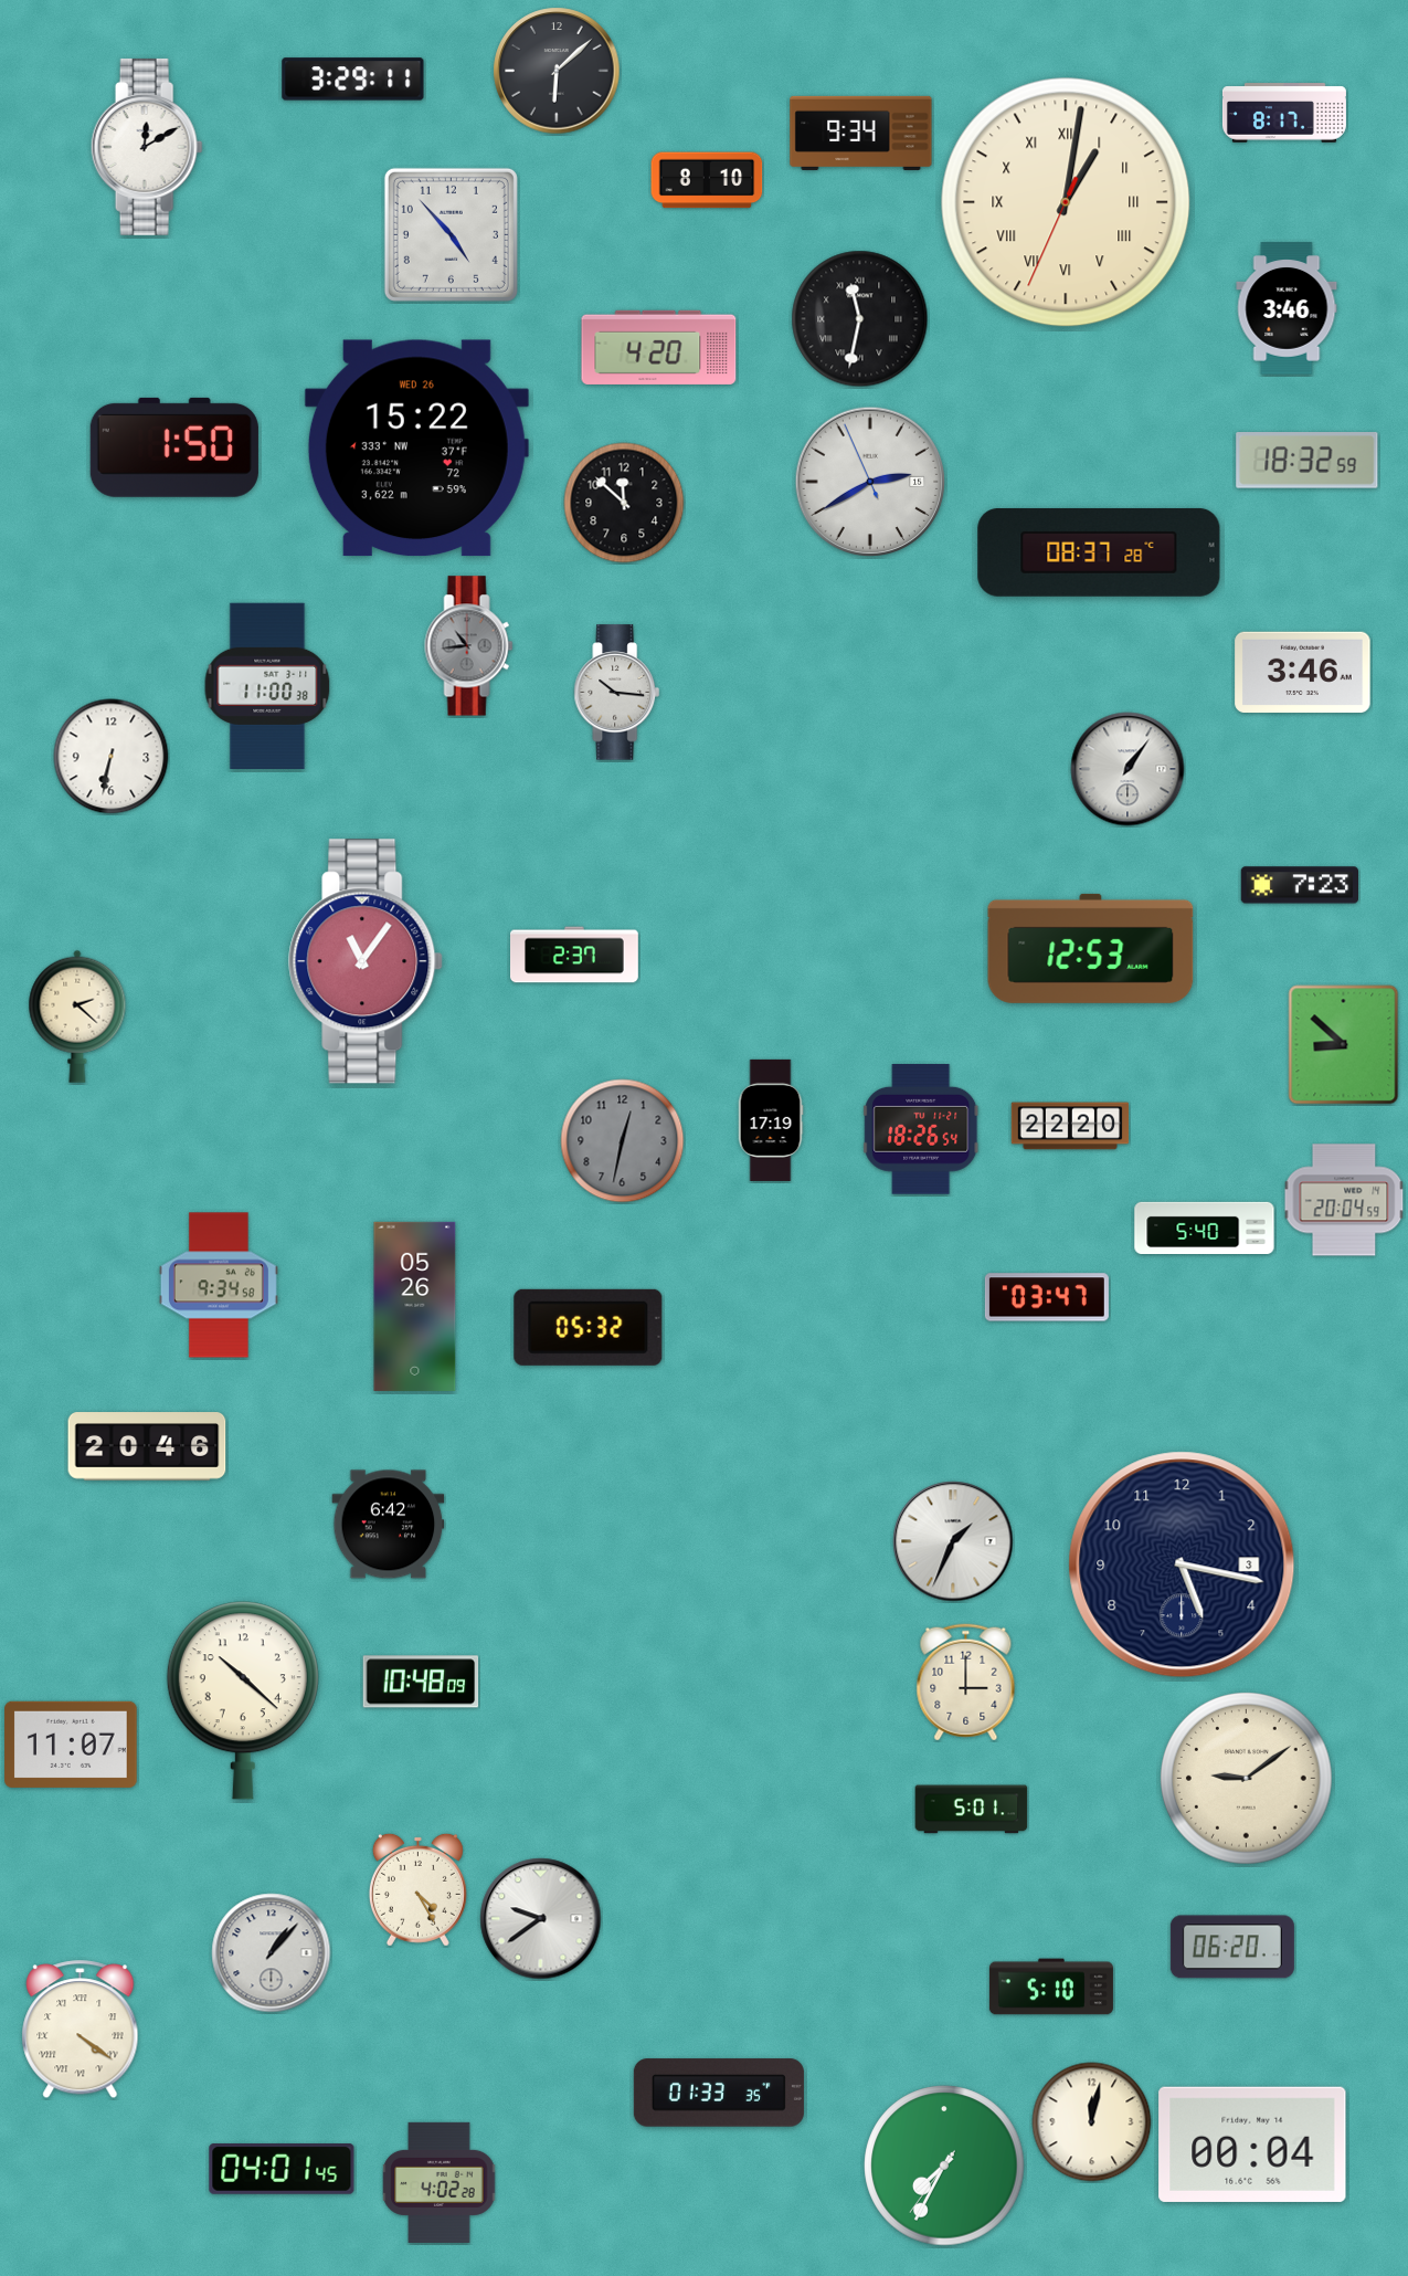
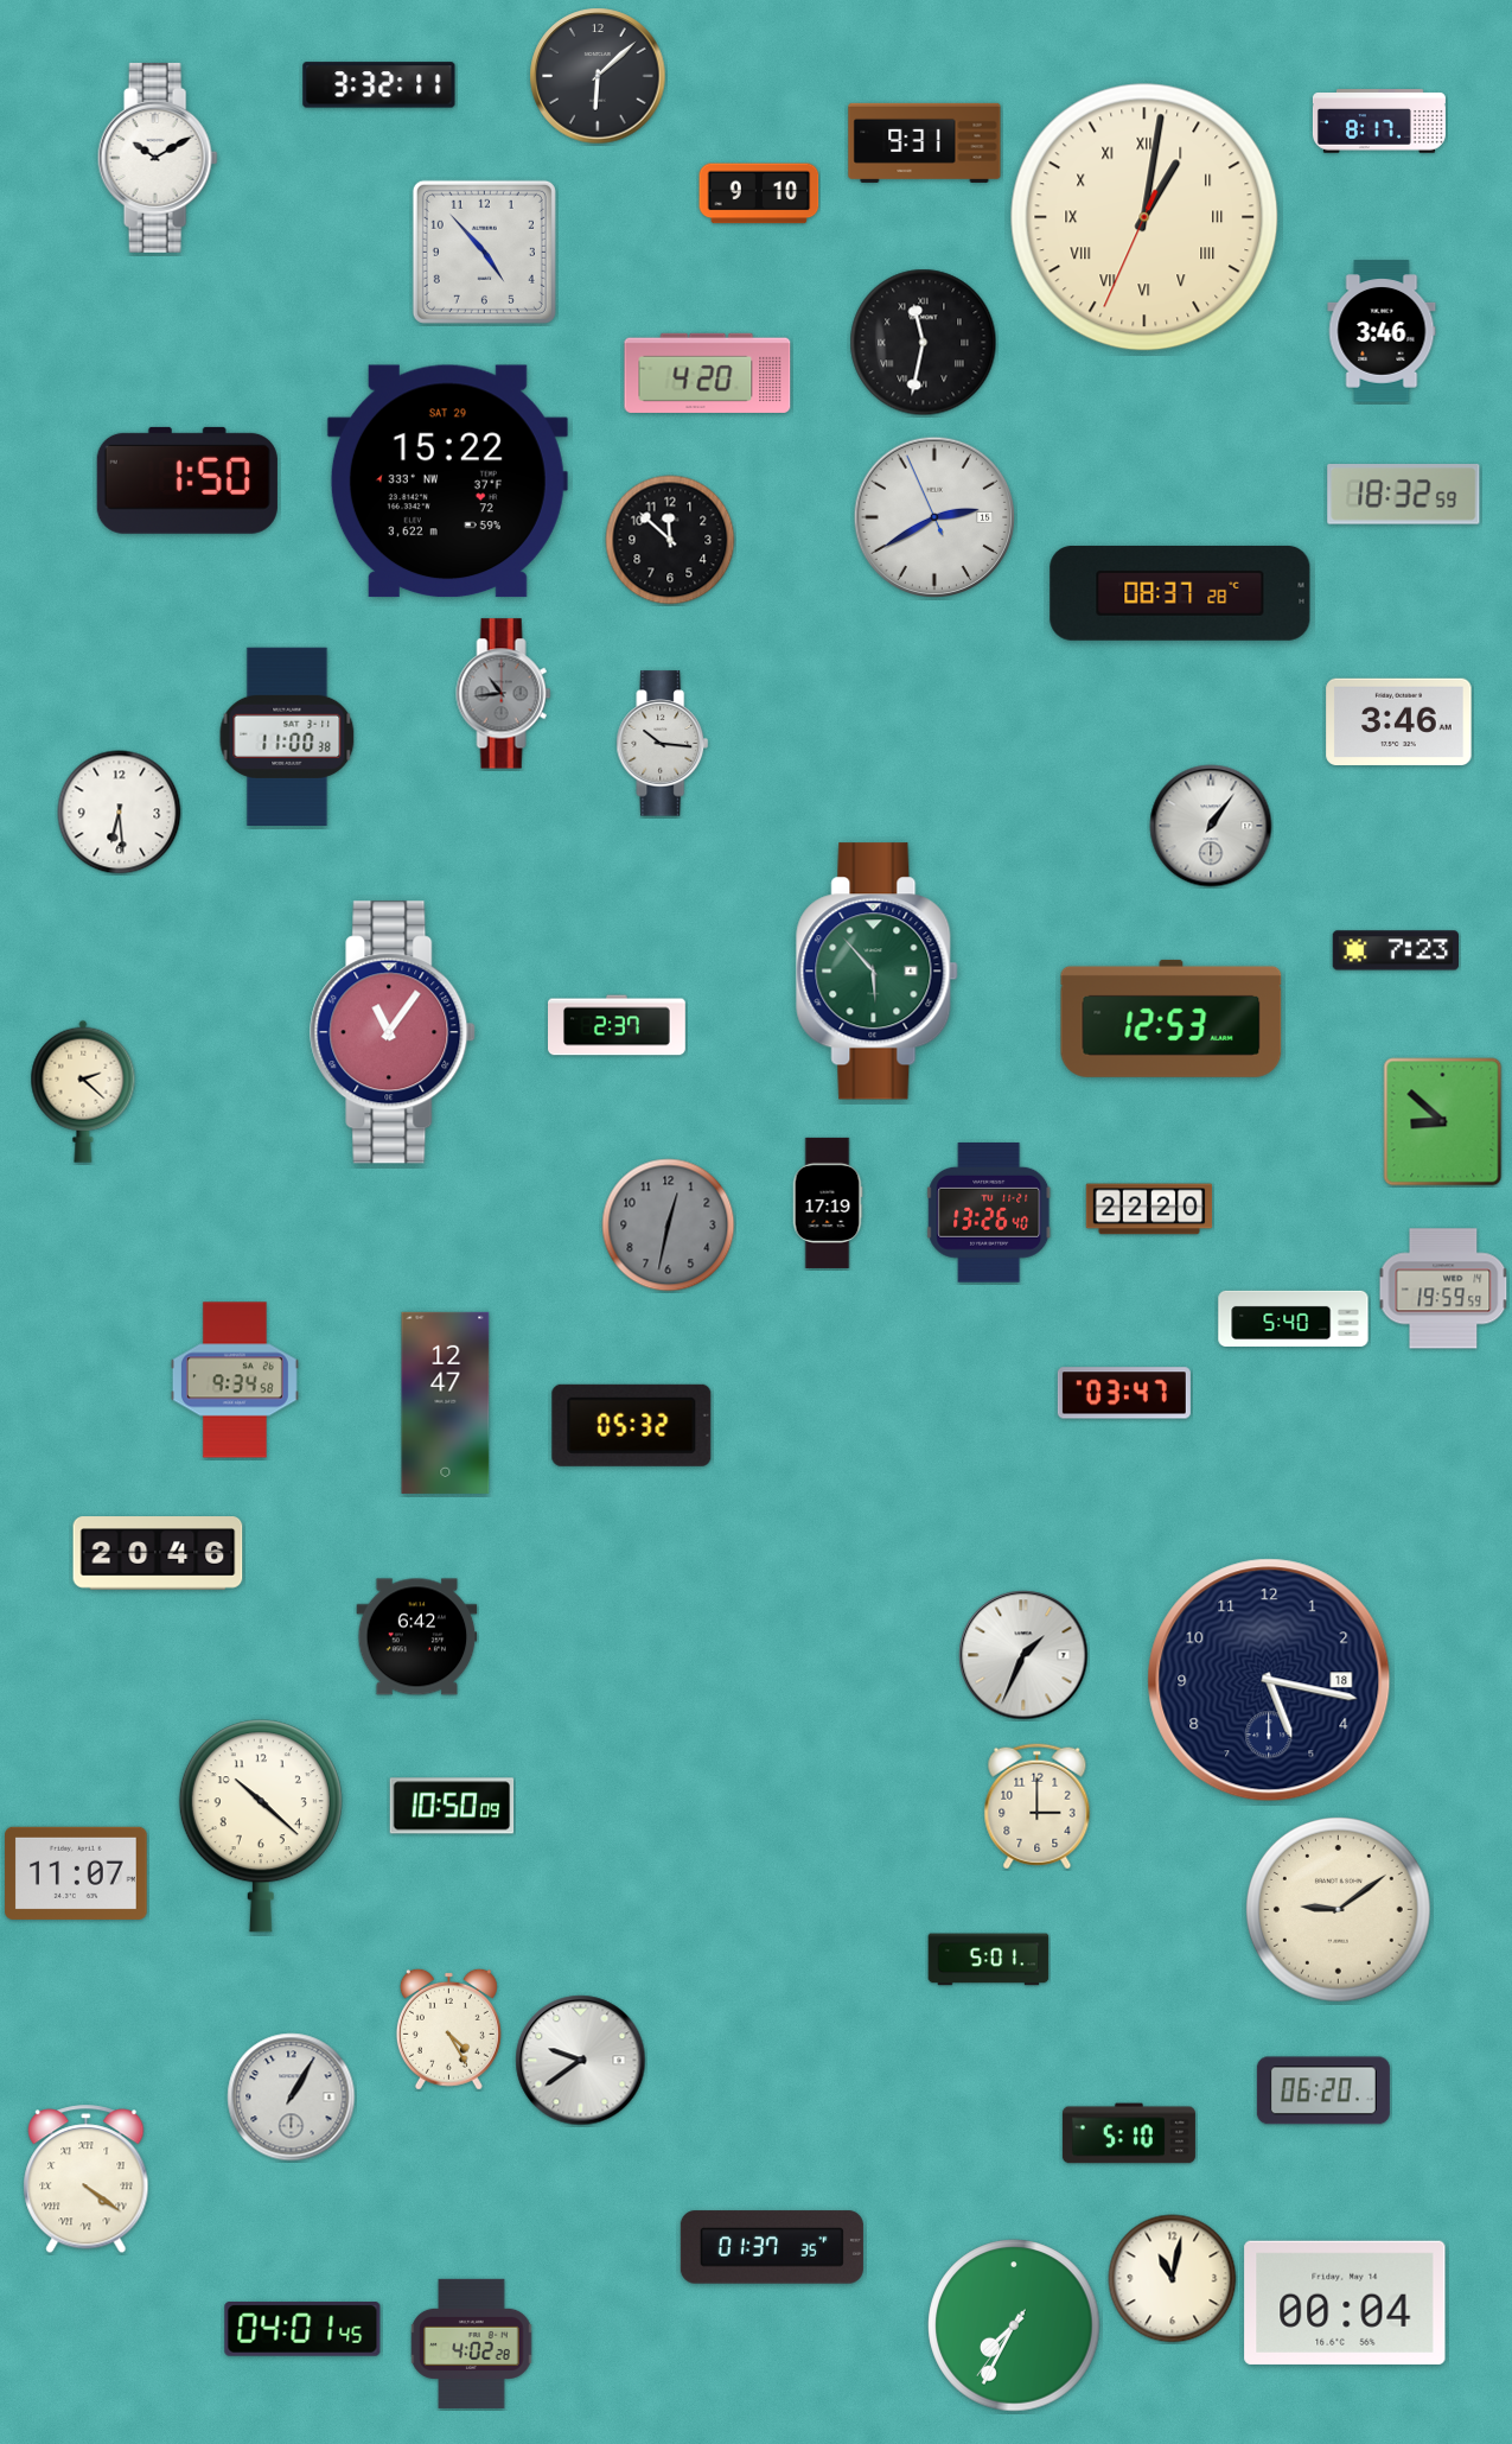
clock at (353, 80): 3:29 -> 3:32
clock at (861, 133): 9:34 -> 9:31
clock at (147, 147): 12:10 -> 10:10
clock at (707, 180): 8:10 -> 9:10
clock at (416, 449) date: WED 26 -> SAT 29
clock at (112, 757): 6:32 -> 6:29
clock at (878, 972): none -> 5:53
clock at (922, 1129): 18:26 -> 13:26
clock at (1344, 1200): 20:04 -> 19:59
clock at (415, 1306): 05:26 -> 12:47
clock at (1182, 1564) date: 3 -> 18
clock at (421, 1682): 10:48 -> 10:50
clock at (972, 1810) position: (972, 1810) -> (989, 1960)
clock at (272, 1953): 1:07 -> 1:05
clock at (719, 2093): 01:33 -> 01:37
clock at (1092, 2122): 12:02 -> 11:02
